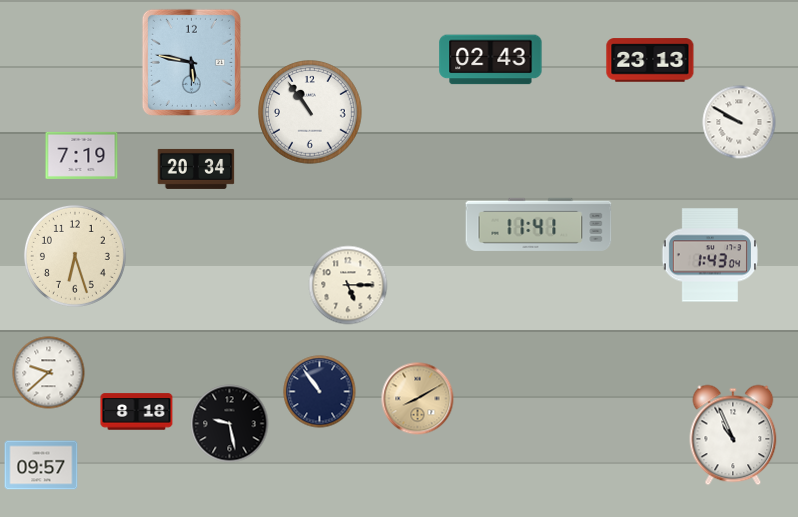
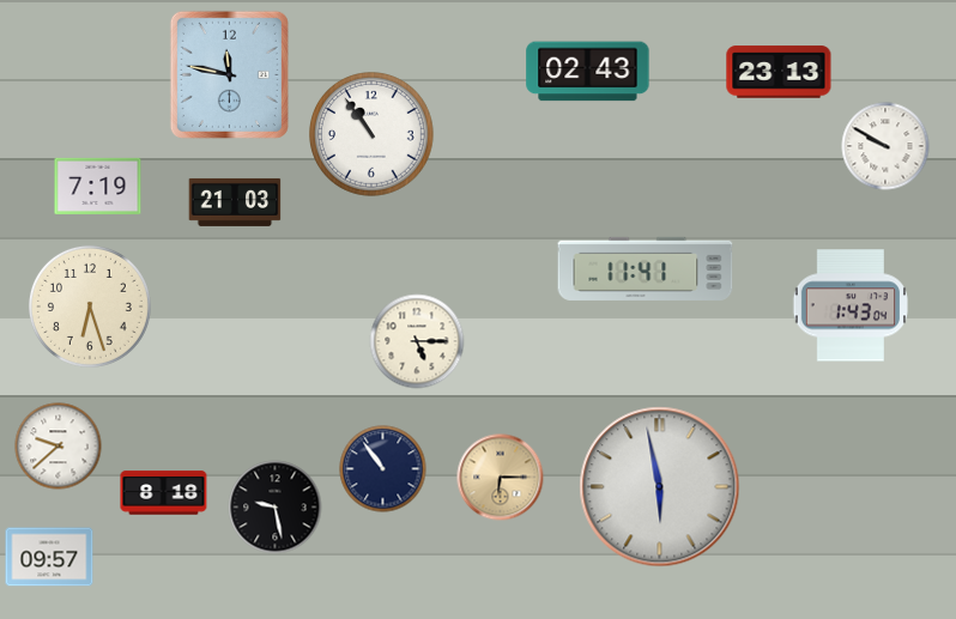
clock at (191, 62): 5:47 -> 11:47
clock at (196, 169): 20:34 -> 21:03
clock at (418, 399): 8:10 -> 6:15
clock at (660, 487): none -> 5:58
clock at (733, 435): 10:56 -> none
